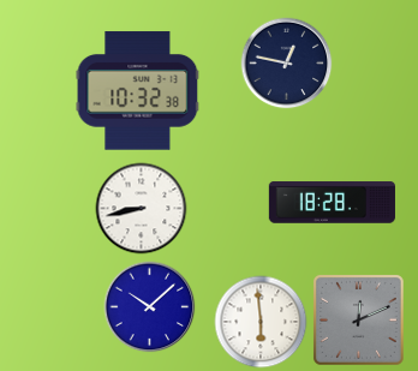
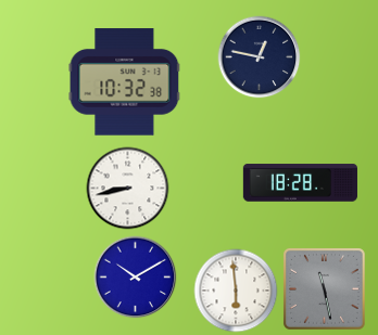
clock at (150, 307): 10:08 -> 10:10
clock at (358, 319): 12:11 -> 11:28
